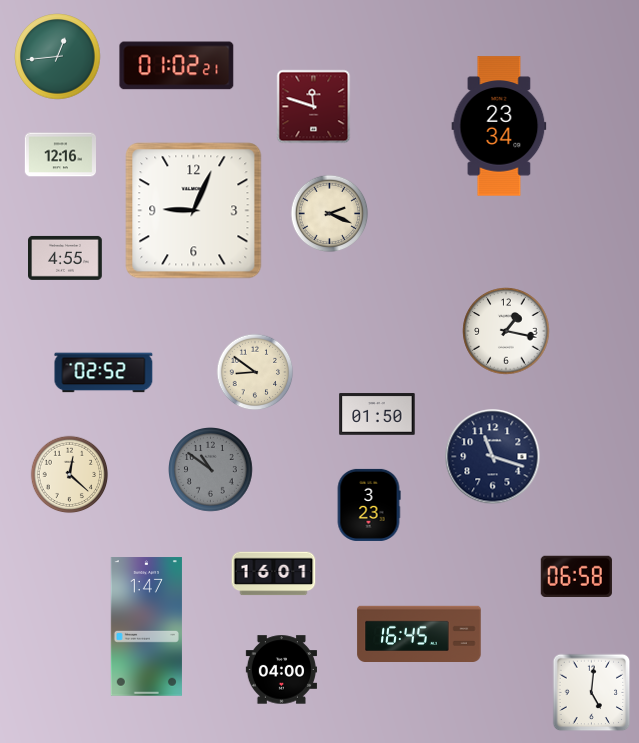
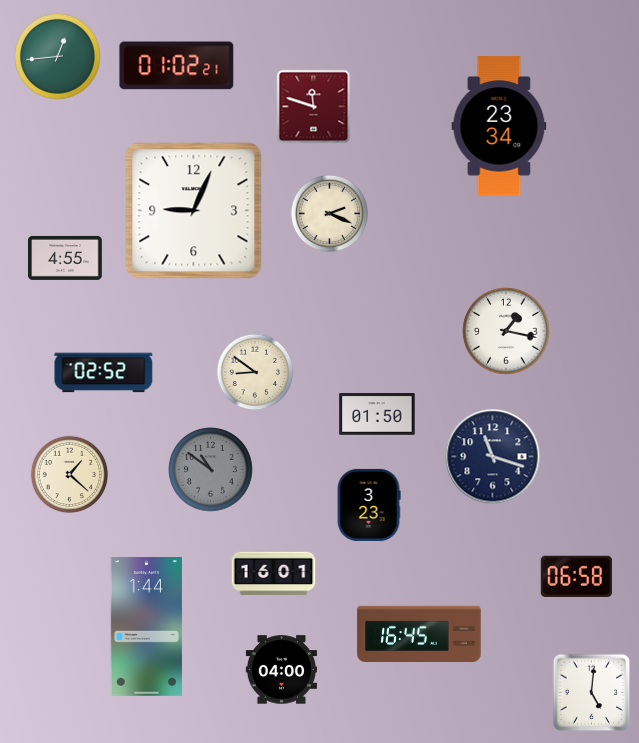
clock at (60, 155): 12:16 -> none
clock at (70, 475): 12:22 -> 1:22
clock at (146, 627): 1:47 -> 1:44
